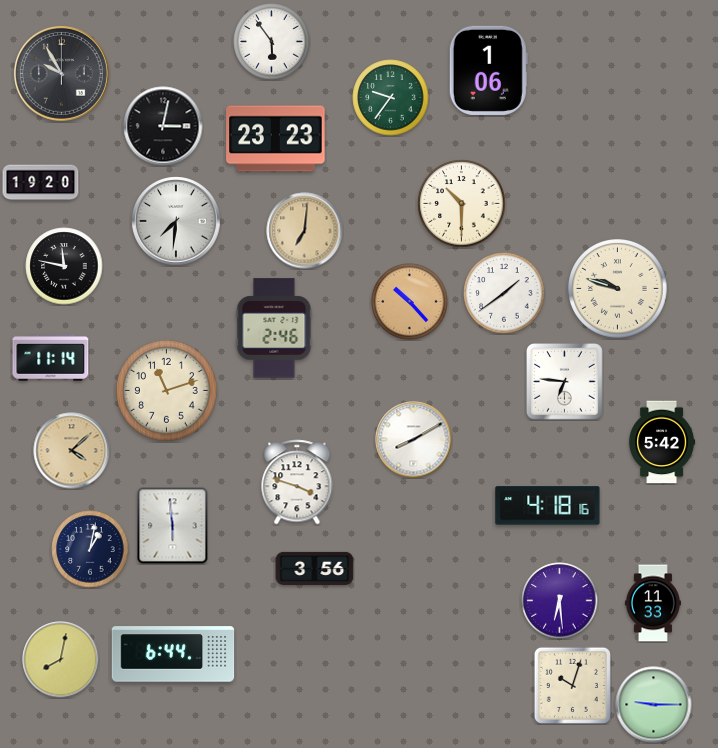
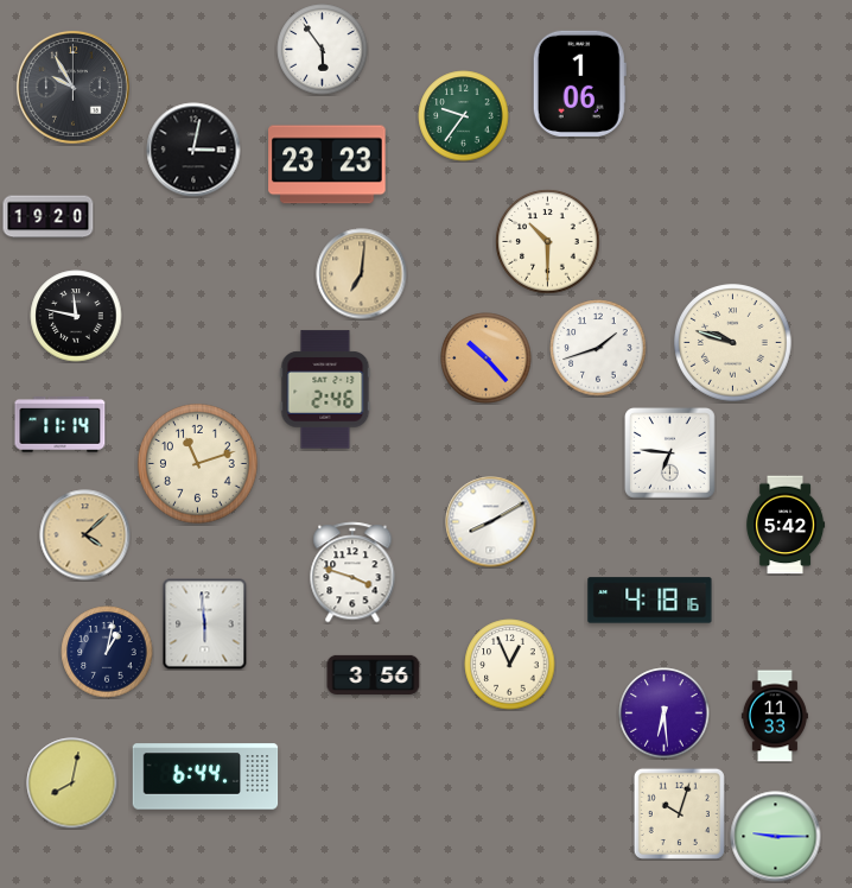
clock at (176, 221): 7:31 -> none
clock at (504, 293): 1:39 -> 1:42
clock at (510, 665): none -> 12:56
